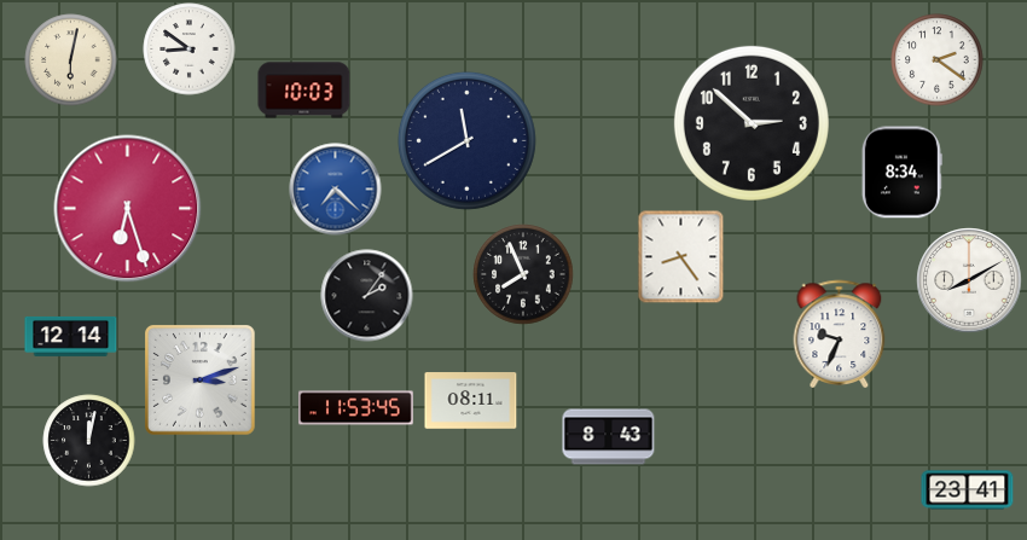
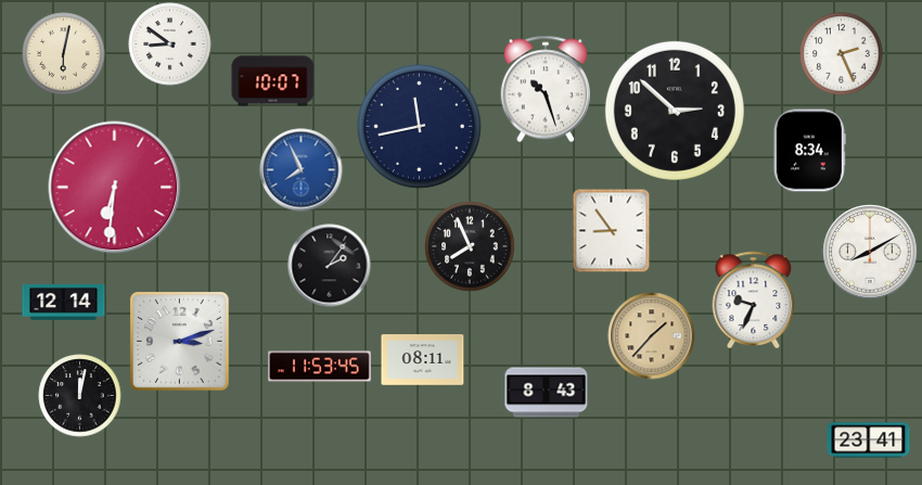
clock at (938, 60): 2:21 -> 2:26
clock at (304, 91): 10:03 -> 10:07
clock at (546, 89): none -> 10:27
clock at (466, 140): 11:40 -> 11:43
clock at (901, 173) position: (901, 173) -> (809, 151)
clock at (336, 190): 7:22 -> 7:56
clock at (128, 209): 6:27 -> 6:31
clock at (681, 256): 8:24 -> 8:54
clock at (652, 336): none -> 1:37
